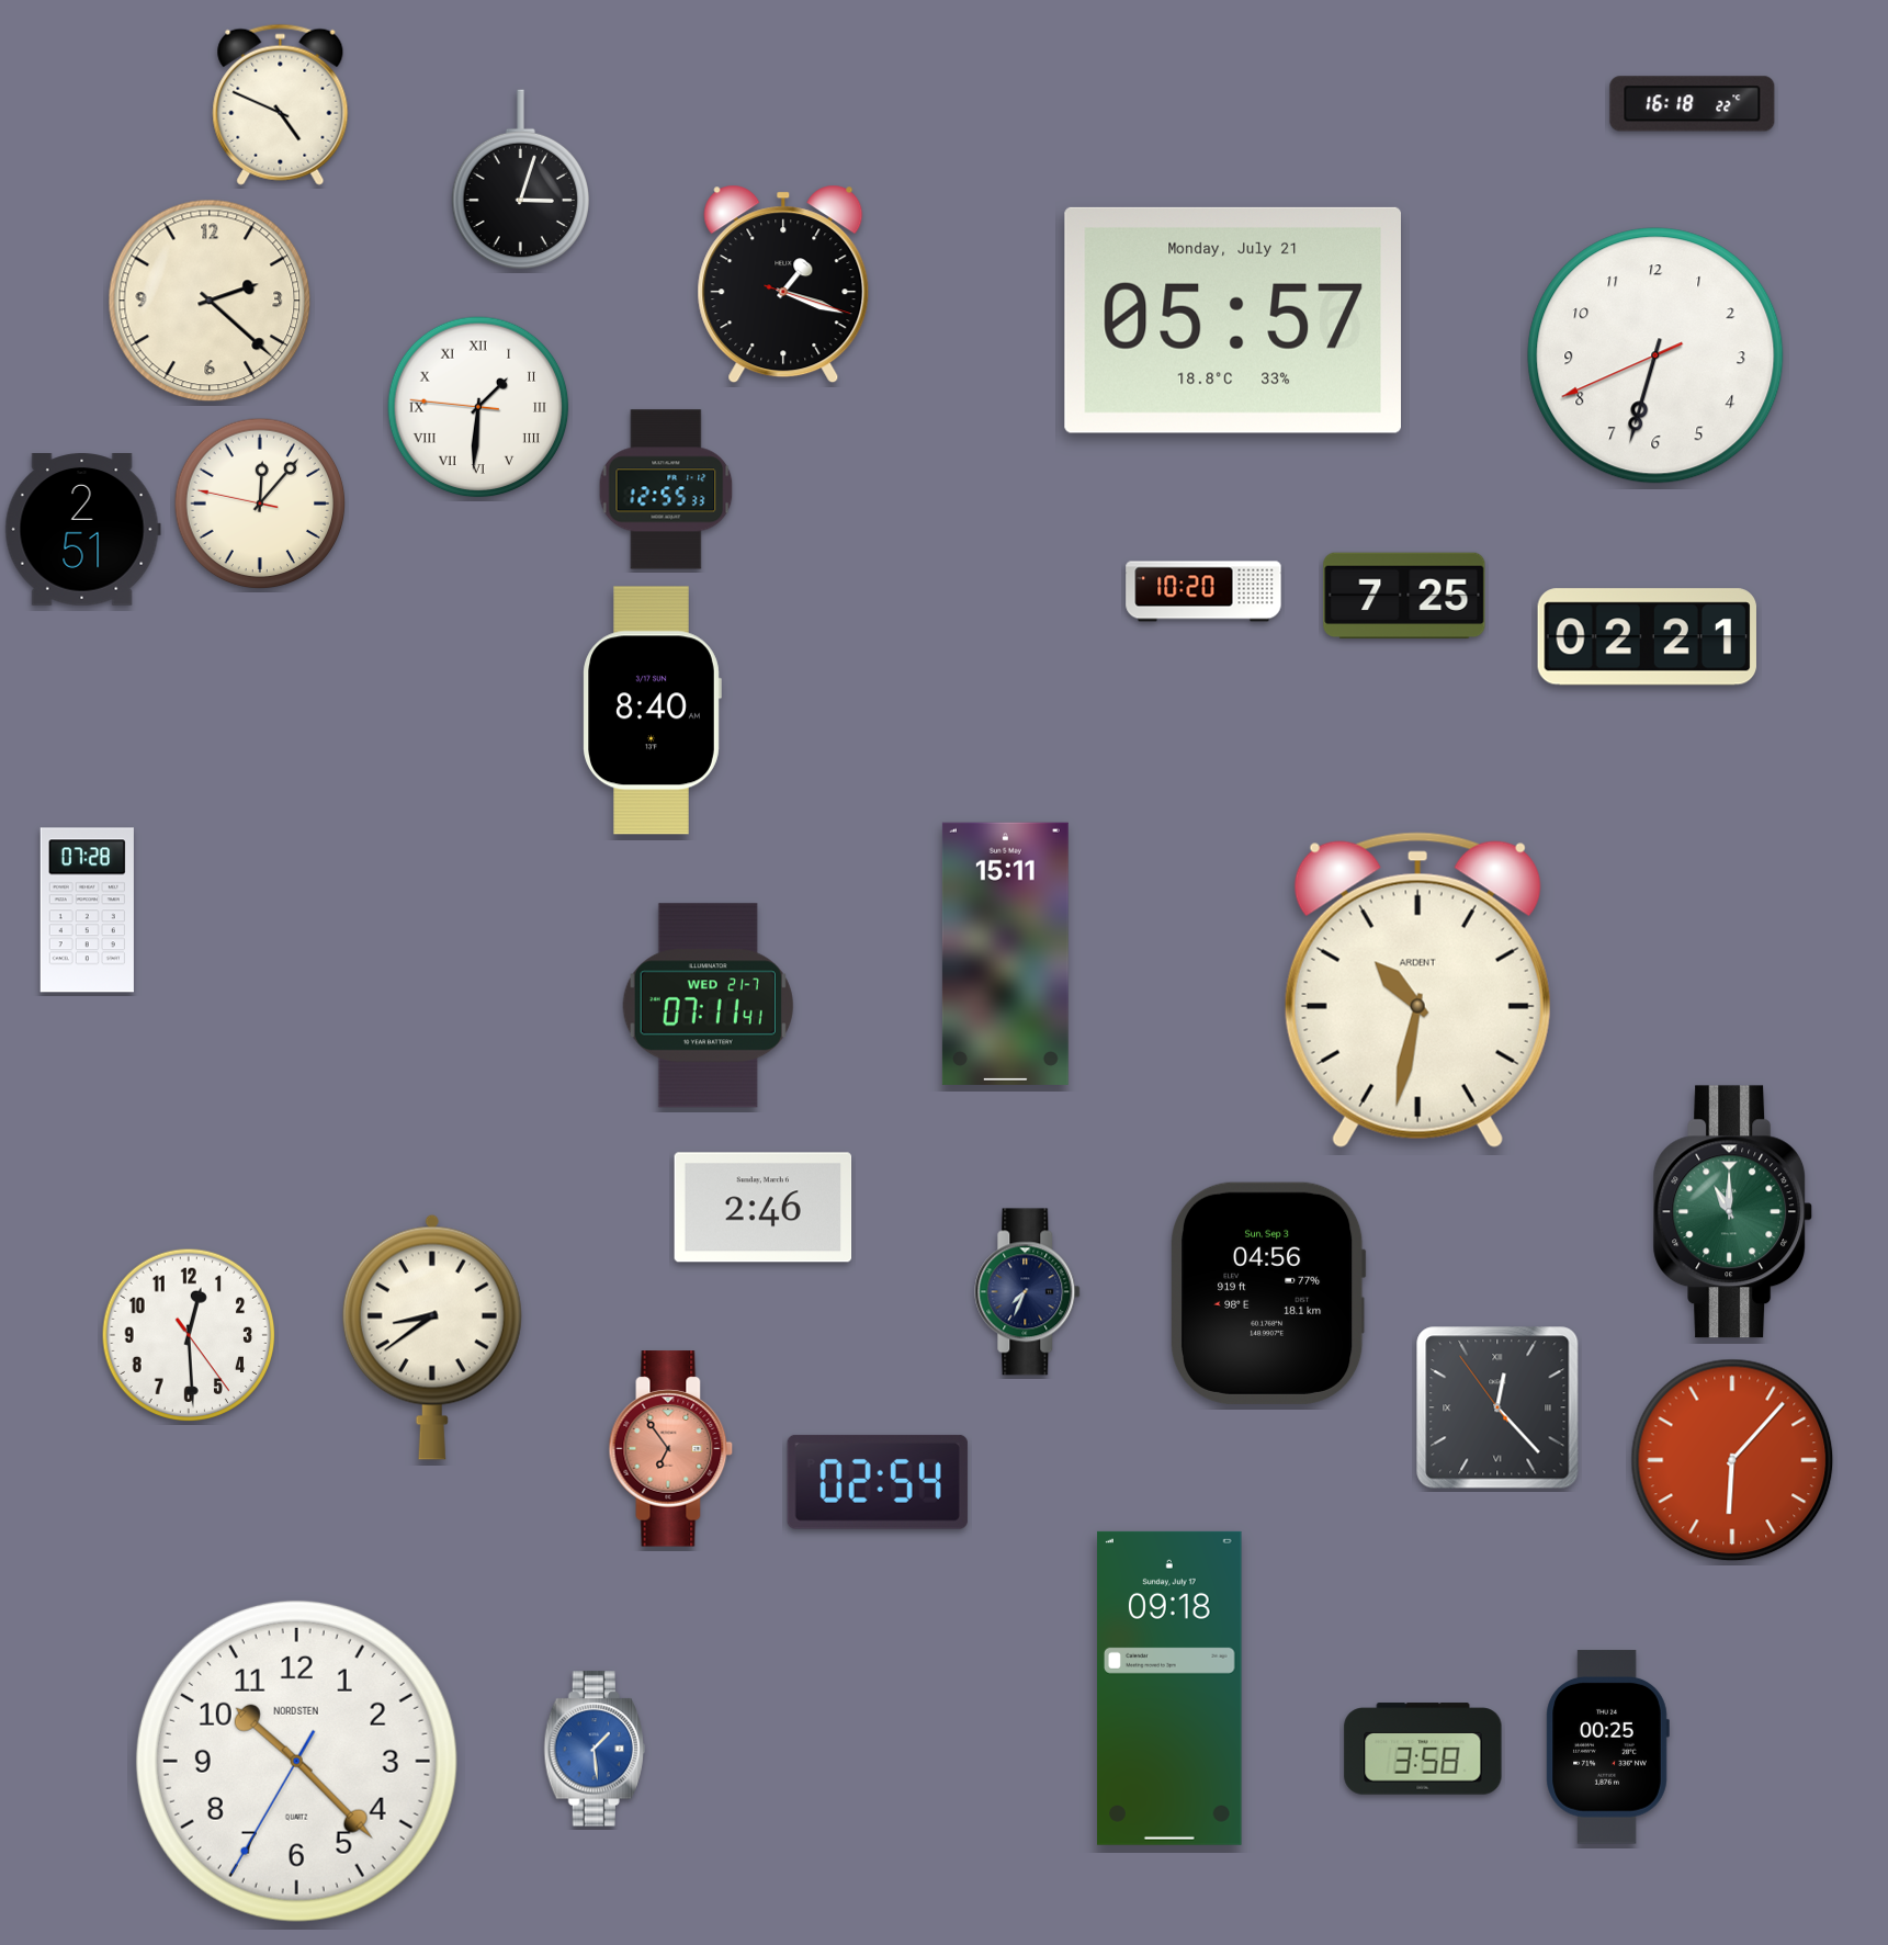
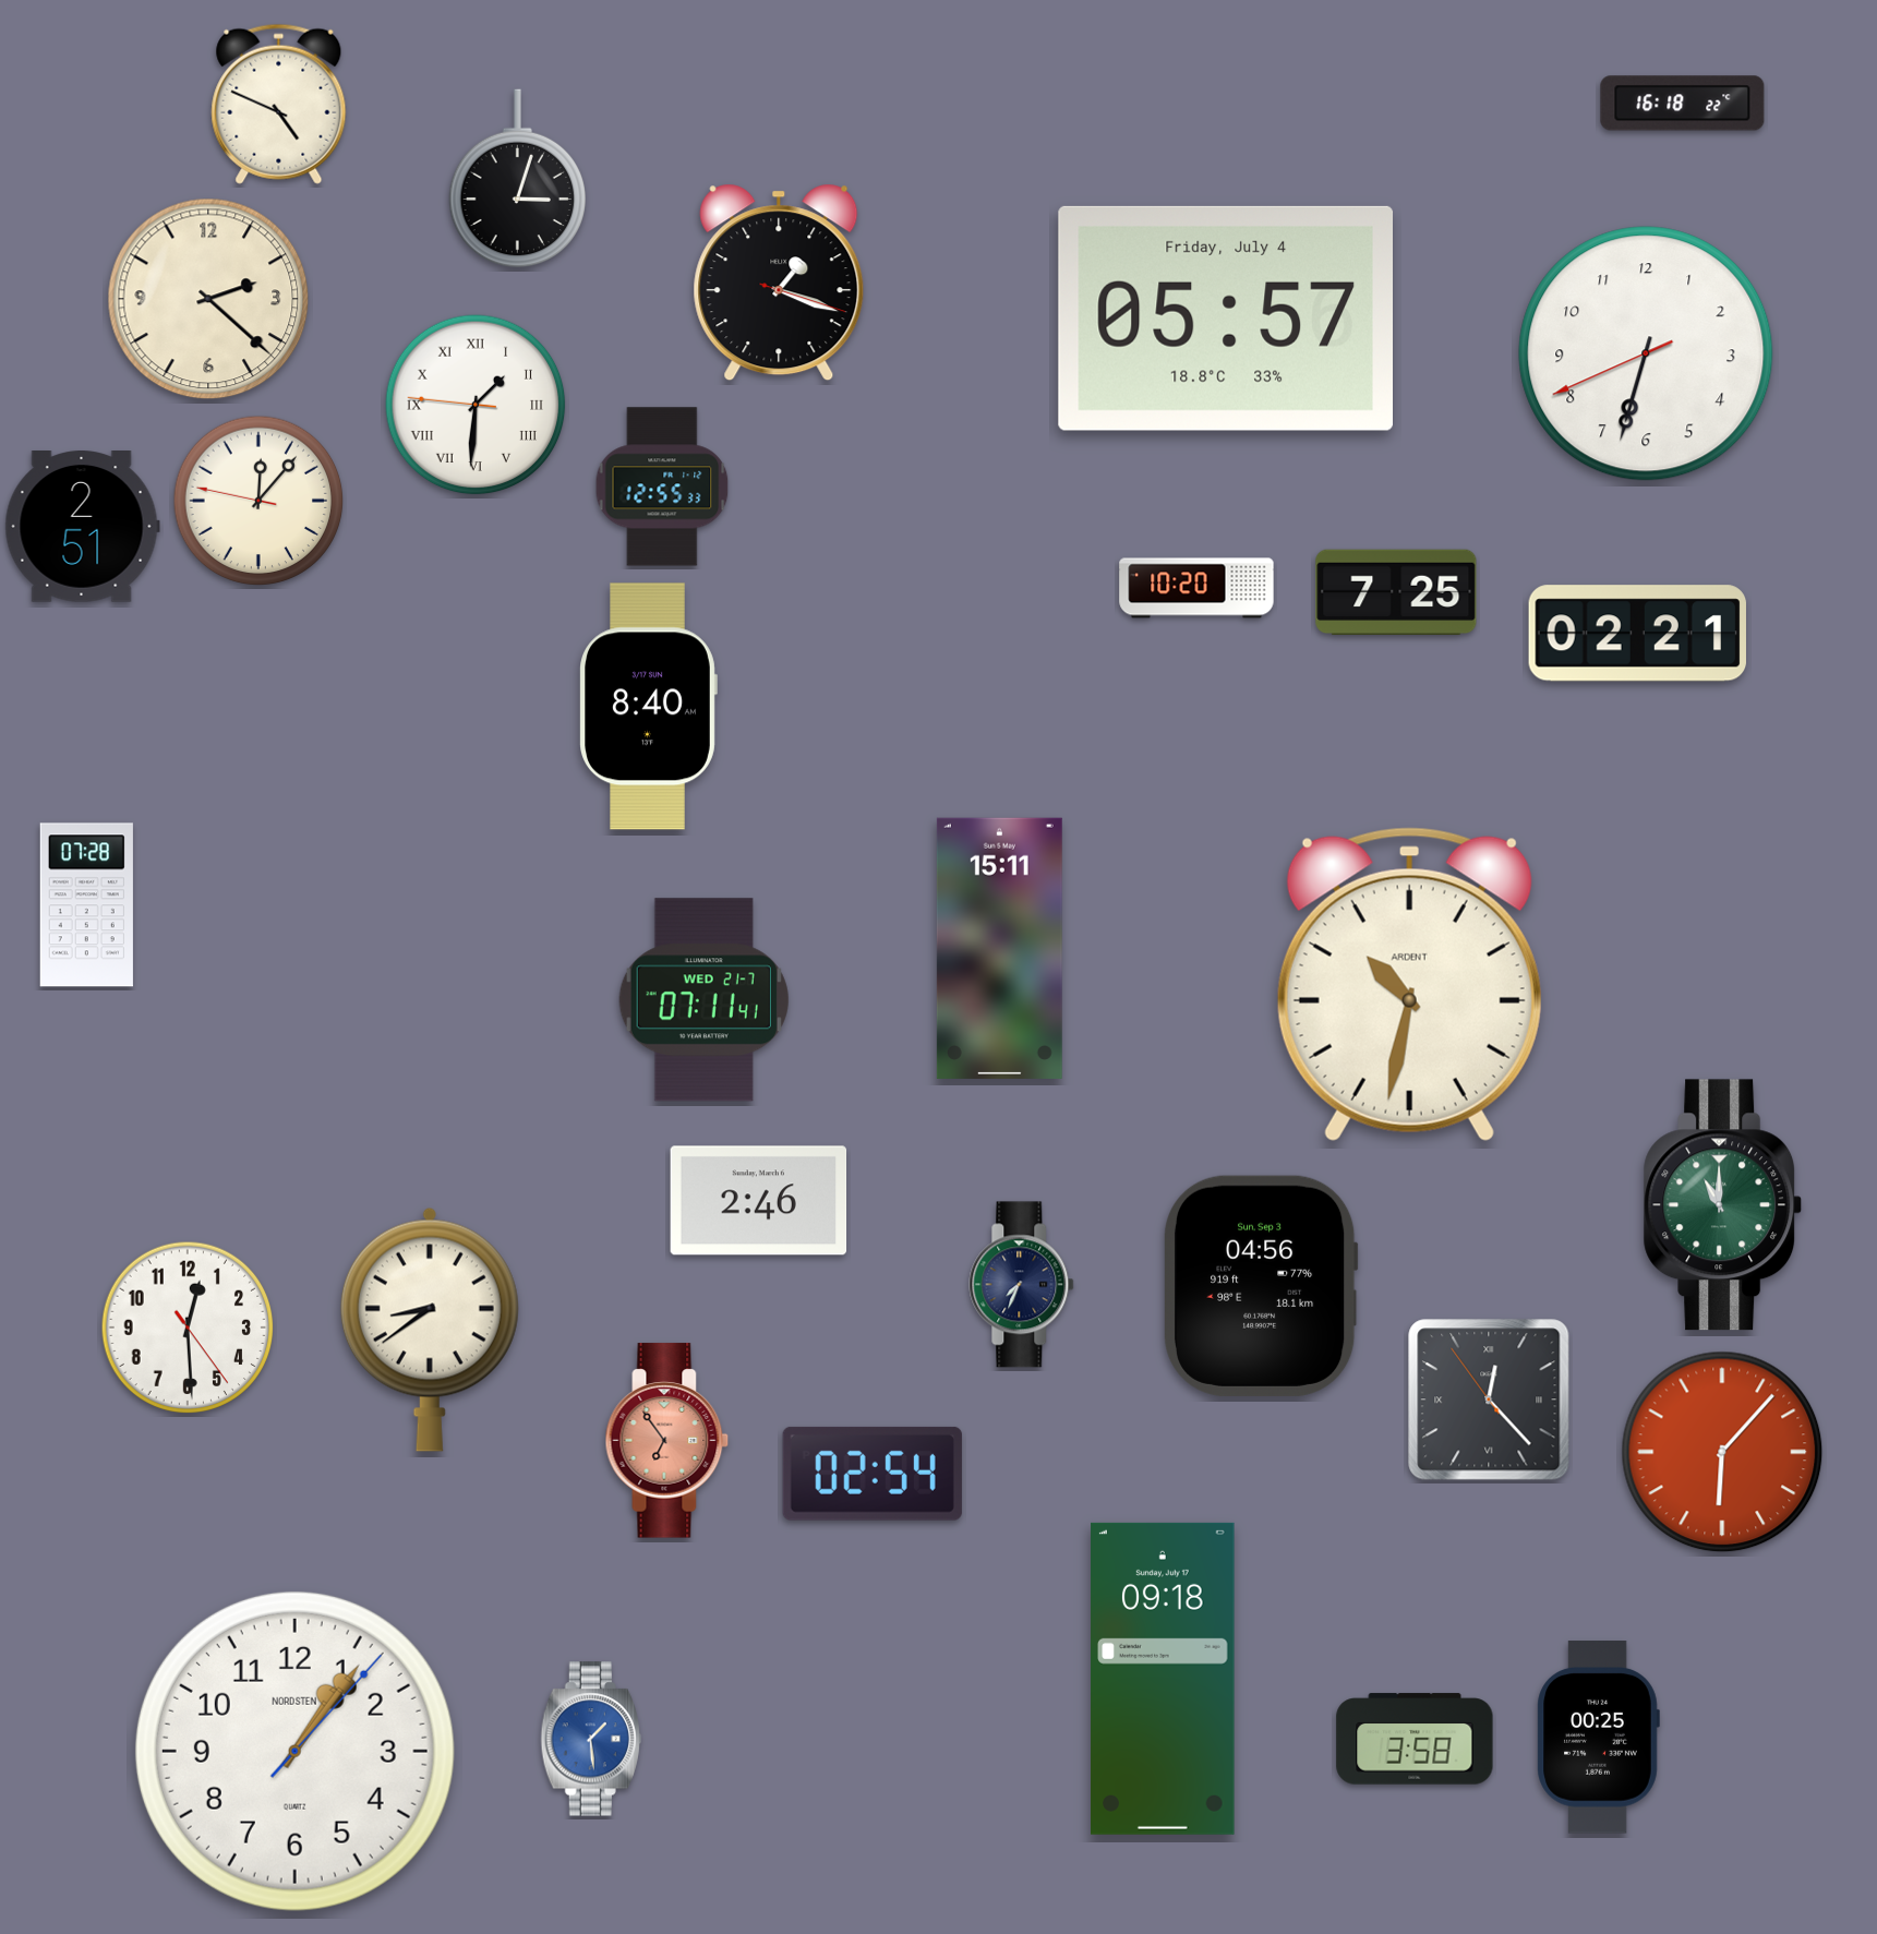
clock at (1232, 320) date: Monday, July 21 -> Friday, July 4
clock at (296, 1761): 10:22 -> 1:06
